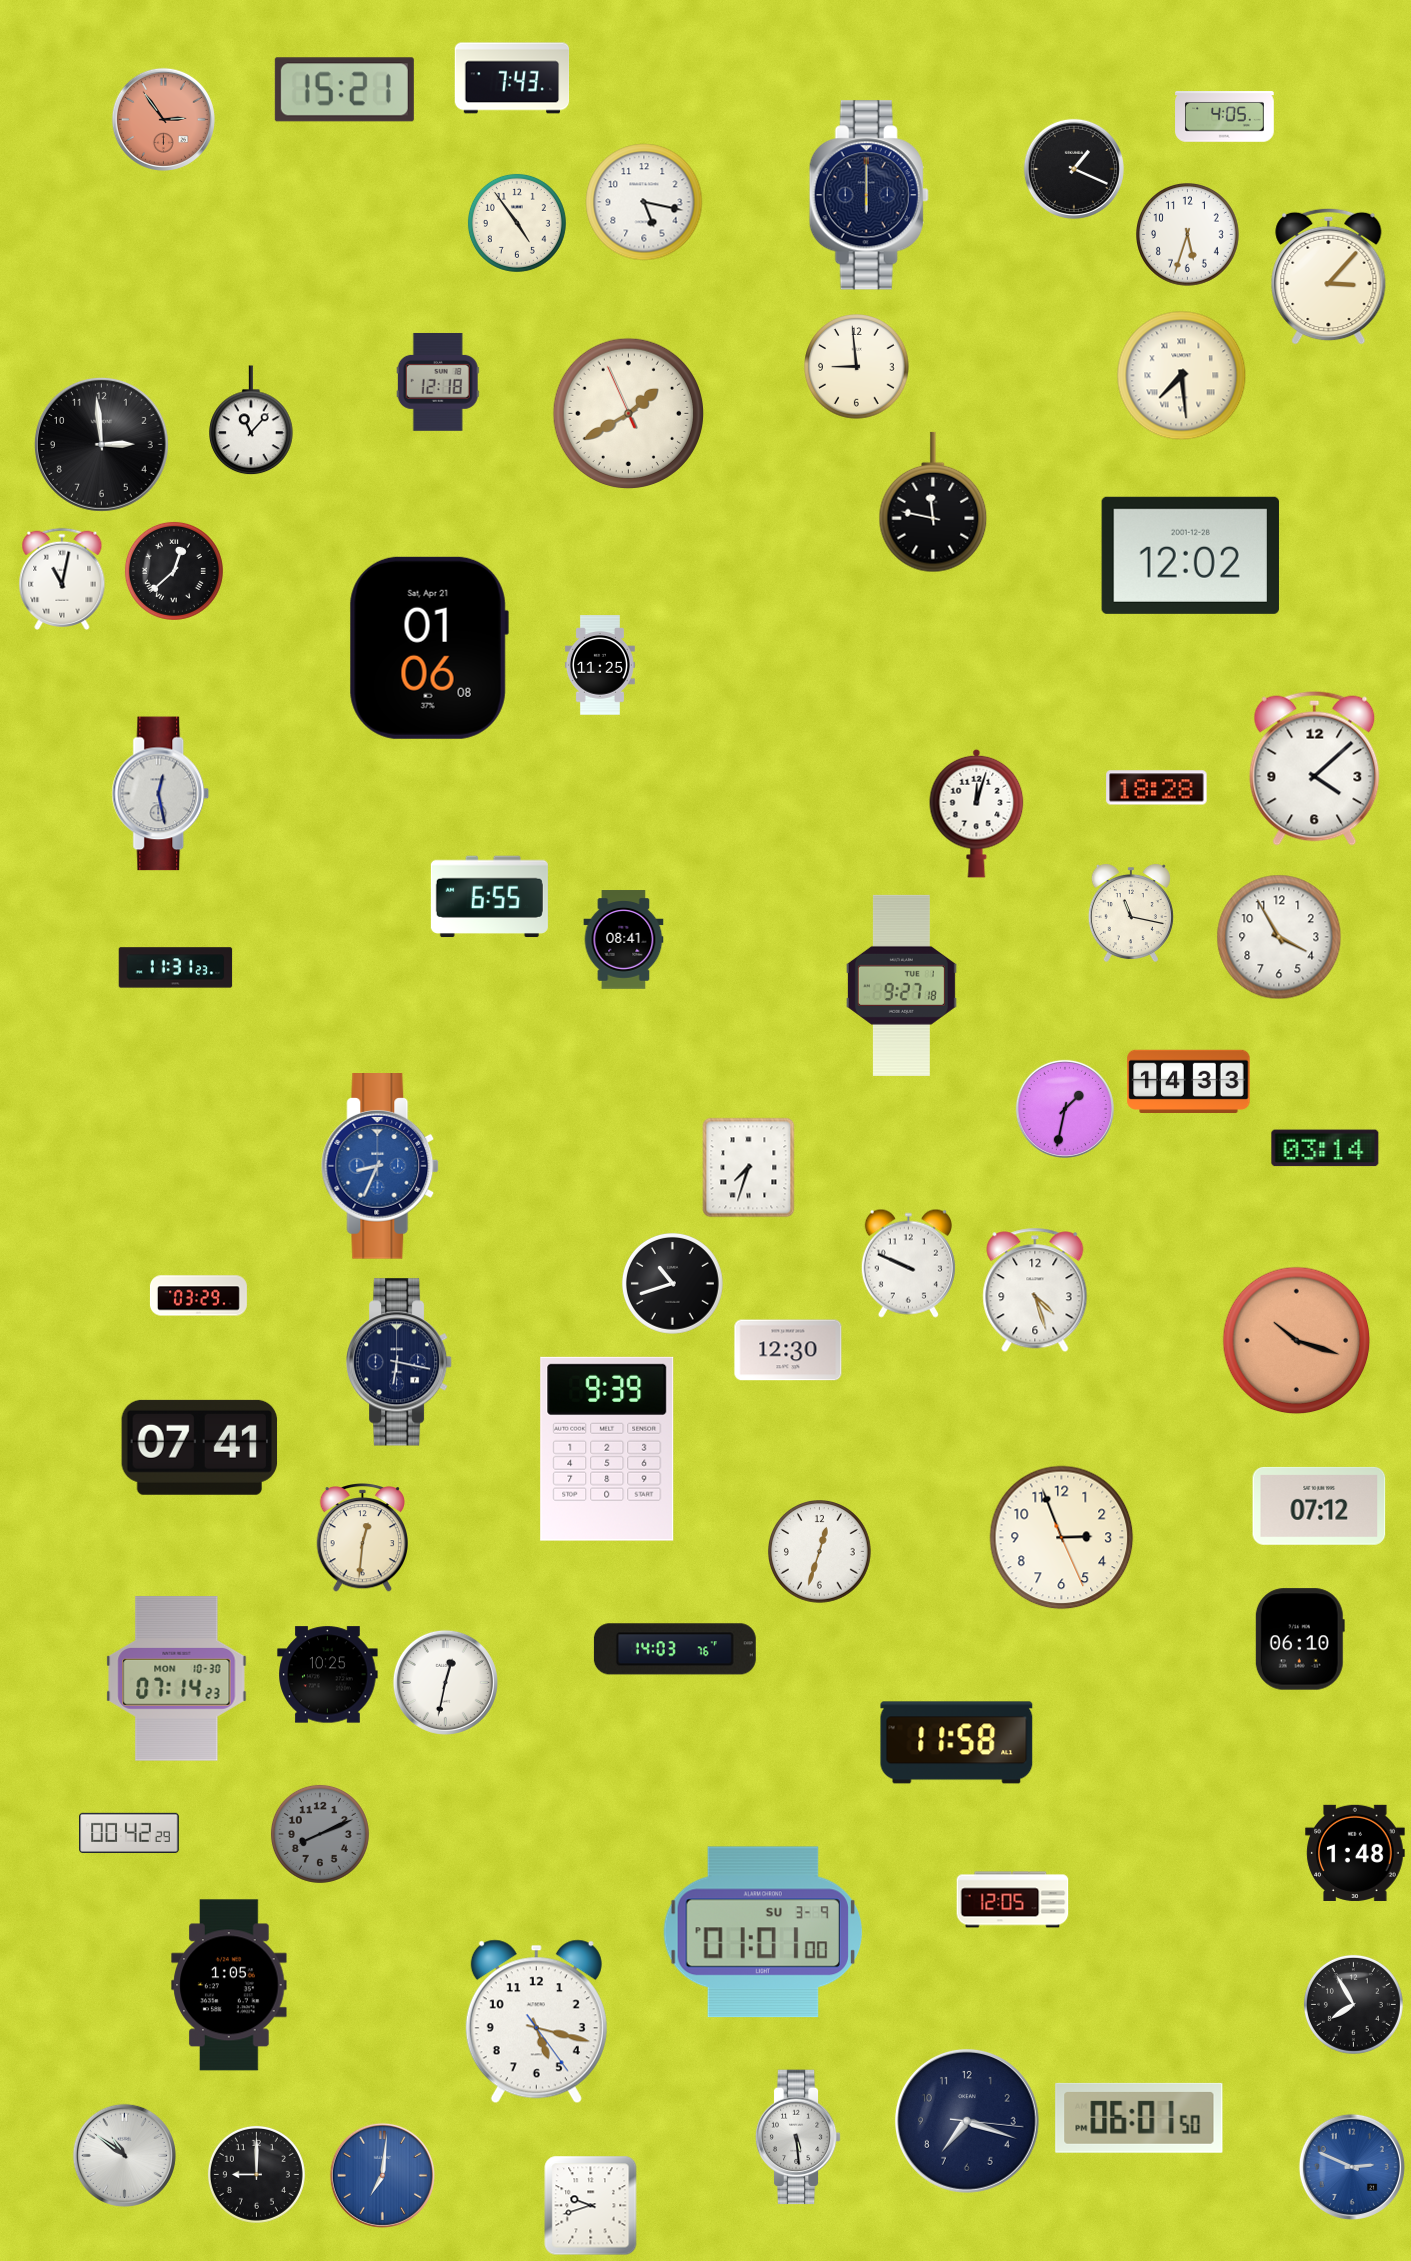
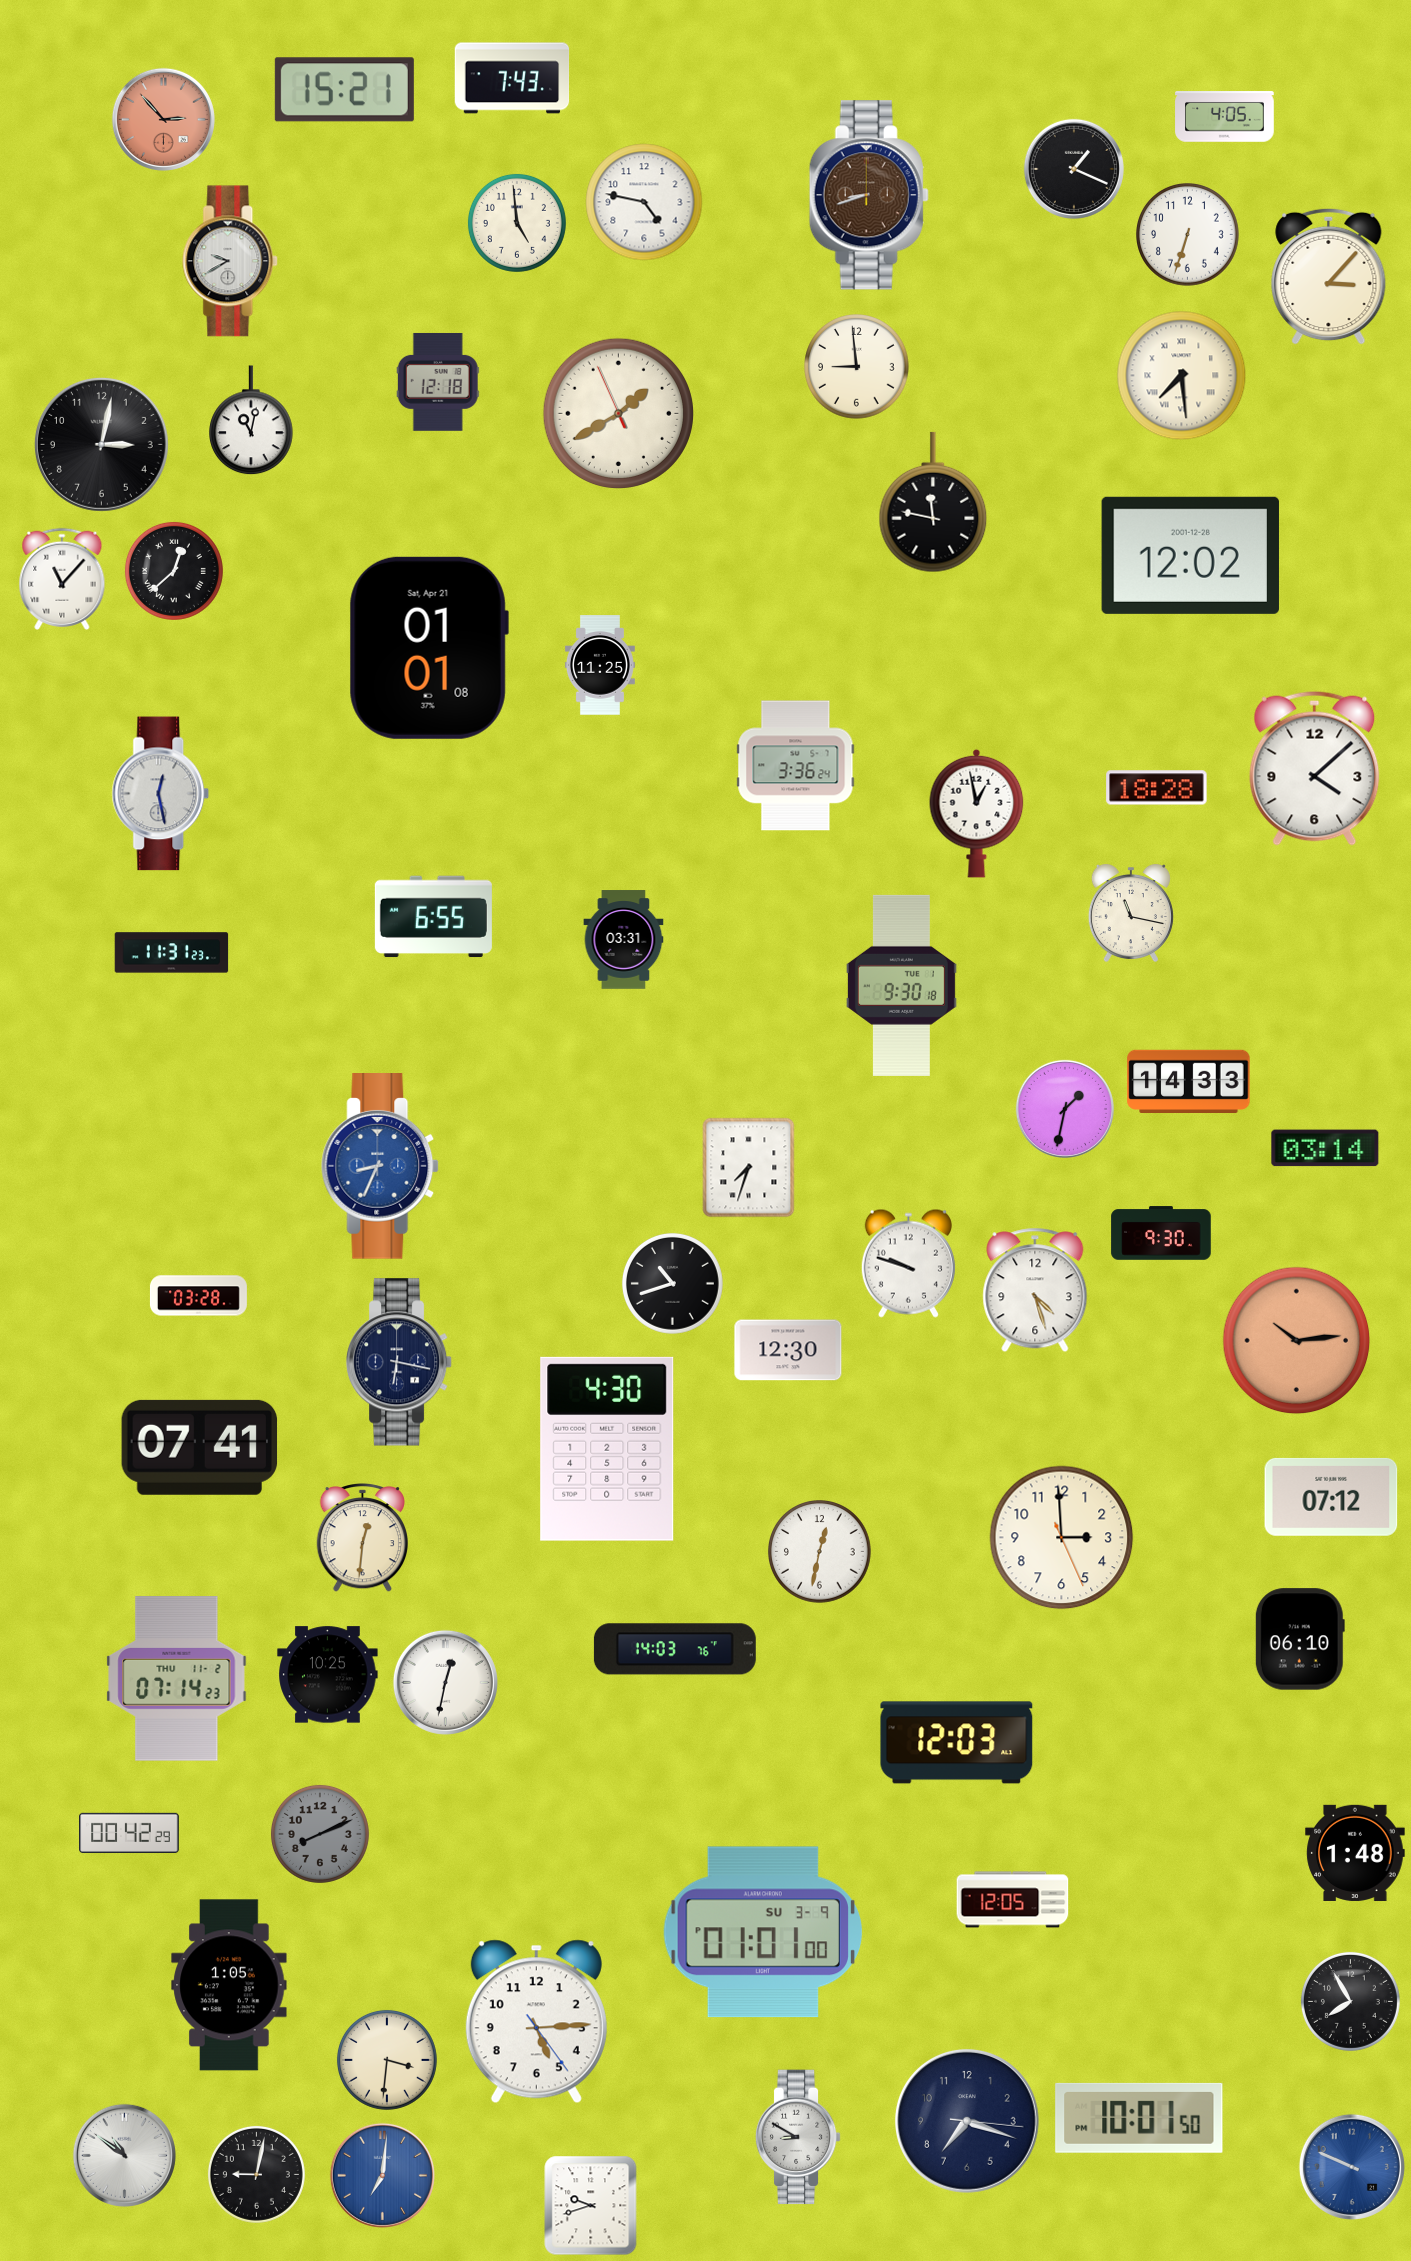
clock at (163, 119): 2:54 -> 2:53
clock at (869, 195): 6:00 -> 8:42
clock at (869, 195) dial: navy -> brown
clock at (644, 202): 5:17 -> 4:47
clock at (517, 223): 4:54 -> 4:59
clock at (1188, 235): 5:33 -> 6:33
clock at (231, 261): none -> 9:40
clock at (628, 413) position: (628, 413) -> (618, 413)
clock at (251, 421): 11:07 -> 11:02
clock at (101, 444): 2:59 -> 3:02
clock at (62, 579): 11:02 -> 11:07
clock at (429, 648): 01:06 -> 01:01
clock at (796, 766): none -> 3:36
clock at (977, 813): 12:03 -> 12:58
clock at (489, 897) position: (489, 897) -> (433, 917)
clock at (1279, 937): 3:55 -> none
clock at (624, 940): 08:41 -> 03:31
clock at (176, 968) position: (176, 968) -> (172, 953)
clock at (901, 985): 9:27 -> 9:30
clock at (1161, 1233): none -> 9:30
clock at (908, 1263): 9:49 -> 9:48
clock at (198, 1296): 03:29 -> 03:28
clock at (1297, 1341): 10:18 -> 10:14
clock at (607, 1449): 9:39 -> 4:30
clock at (1319, 1506) position: (1319, 1506) -> (1331, 1497)
clock at (1062, 1538): 2:56 -> 2:59
clock at (820, 1552): 12:33 -> 12:32
clock at (177, 1679) date: MON 10-30 -> THU 11-2
clock at (957, 1743): 11:58 -> 12:03
clock at (1353, 2004) position: (1353, 2004) -> (1350, 2001)
clock at (536, 2022): 5:17 -> 5:14
clock at (387, 2060): none -> 3:31
clock at (1139, 2118): 06:01 -> 10:01
clock at (798, 2137): 5:29 -> 8:50
clock at (1352, 2167): 2:49 -> 9:49
clock at (256, 2174): 9:00 -> 9:02
